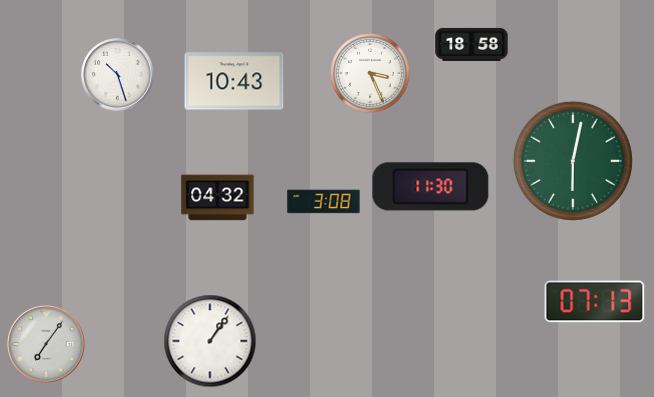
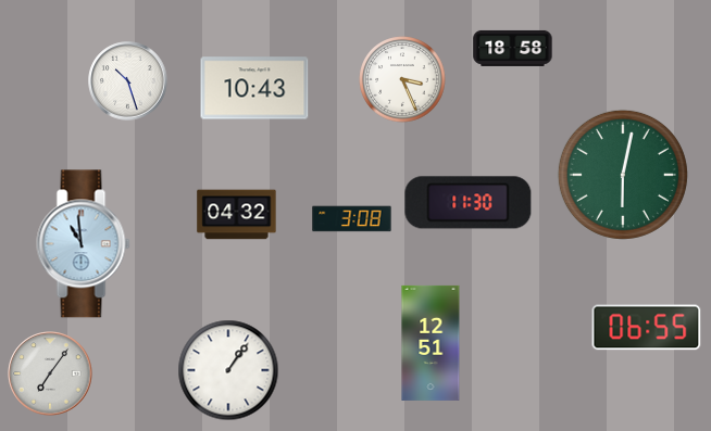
clock at (84, 244): none -> 10:59
clock at (595, 302): 07:13 -> 06:55
clock at (431, 343): none -> 12:51
